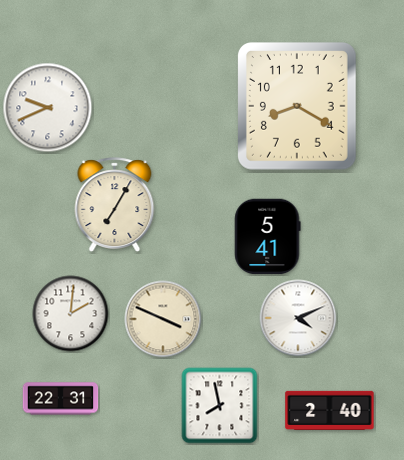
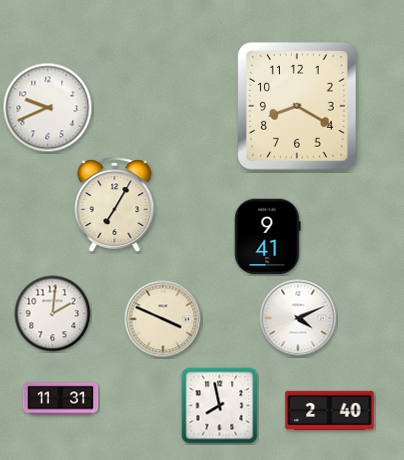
clock at (268, 237): 5:41 -> 9:41
clock at (71, 314) position: (71, 314) -> (53, 314)
clock at (61, 399): 22:31 -> 11:31
